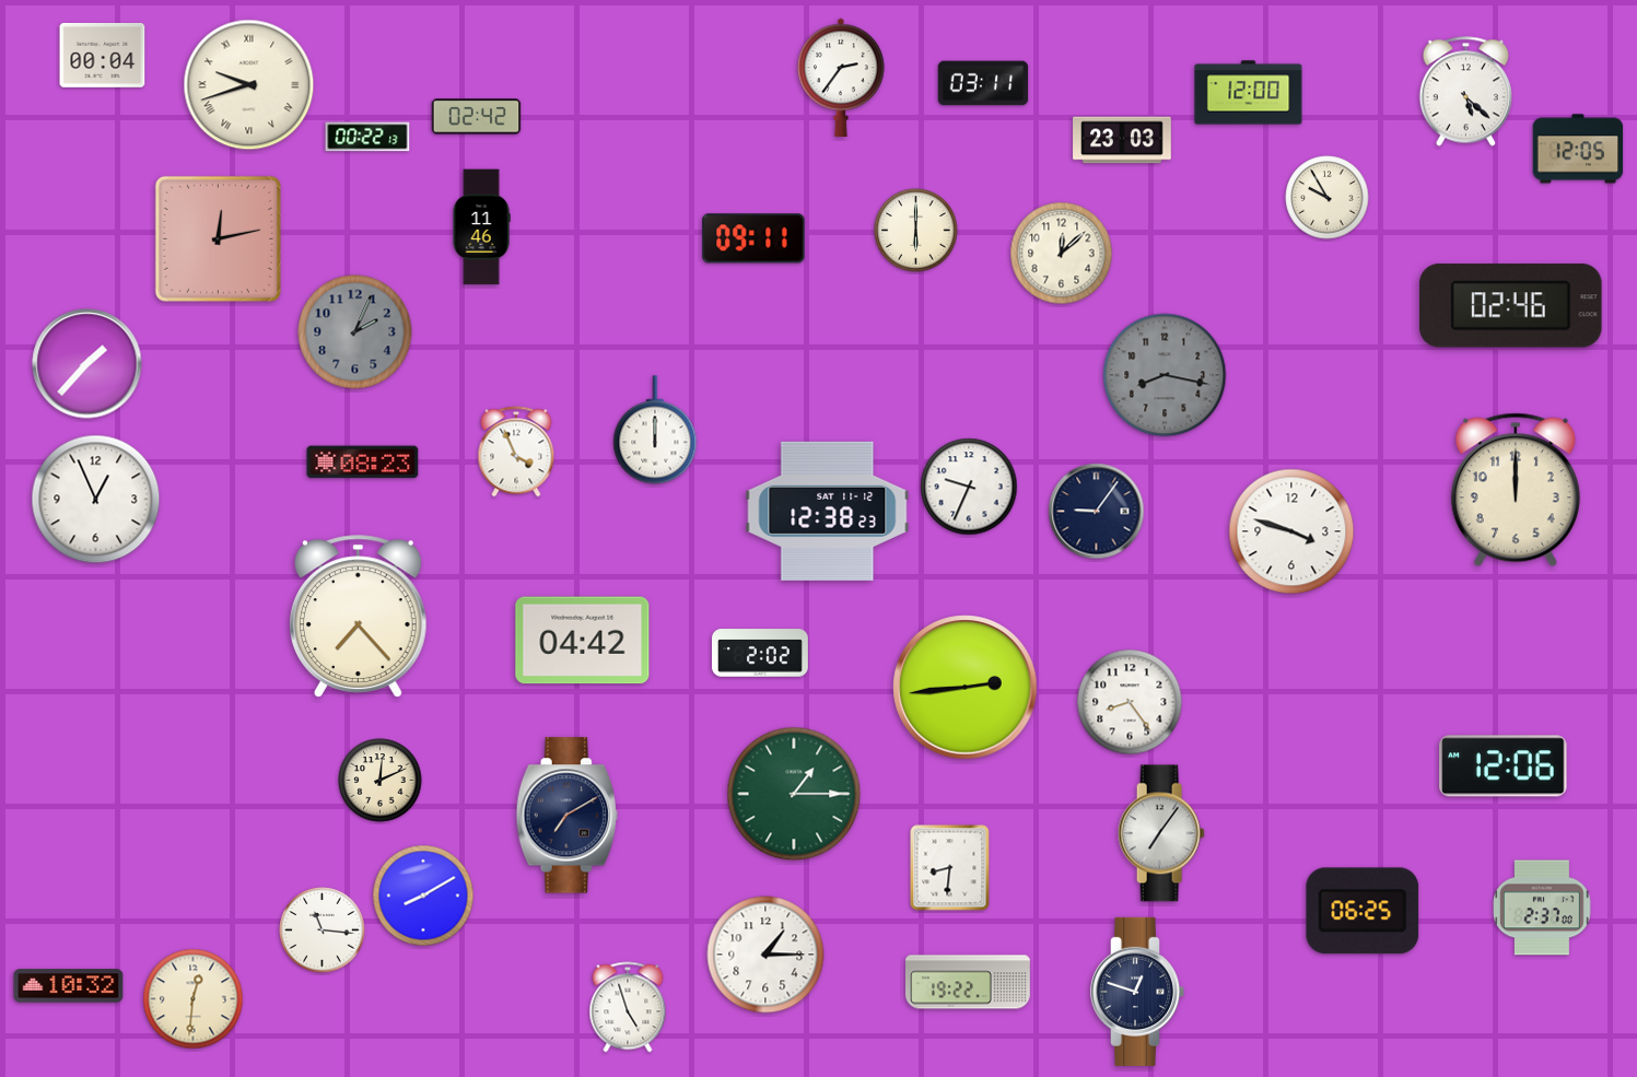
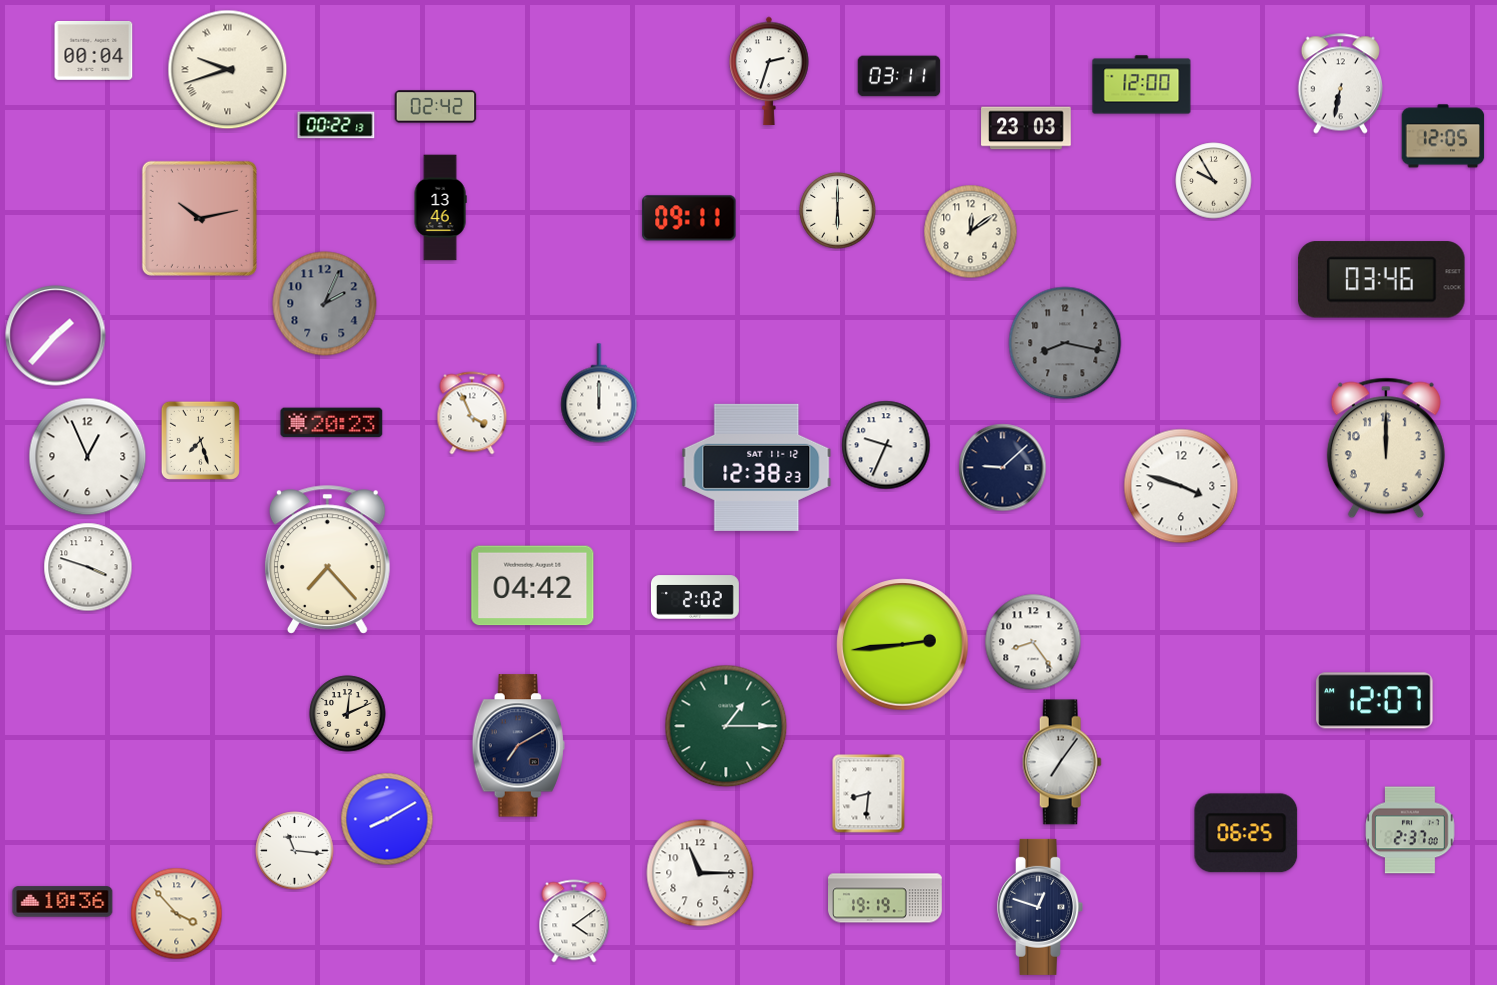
clock at (841, 77): 2:36 -> 2:33
clock at (249, 85) position: (249, 85) -> (228, 70)
clock at (1465, 92): 5:22 -> 6:32
clock at (481, 227): 11:46 -> 13:46
clock at (218, 238): 12:13 -> 10:13
clock at (1062, 254): 12:08 -> 12:09
clock at (1511, 306): 02:46 -> 03:46
clock at (87, 364) position: (87, 364) -> (56, 336)
clock at (363, 463): 08:23 -> 20:23
clock at (200, 440): none -> 7:27
clock at (1097, 512): 9:06 -> 9:08
clock at (358, 616) position: (358, 616) -> (327, 559)
clock at (88, 567): none -> 3:48
clock at (966, 688) position: (966, 688) -> (903, 645)
clock at (1504, 766): 12:06 -> 12:07
clock at (765, 955): 1:15 -> 11:15
clock at (969, 982): 19:22 -> 19:19
clock at (69, 986): 10:32 -> 10:36
clock at (194, 999): 12:31 -> 3:53
clock at (628, 1007): 4:57 -> 4:09
